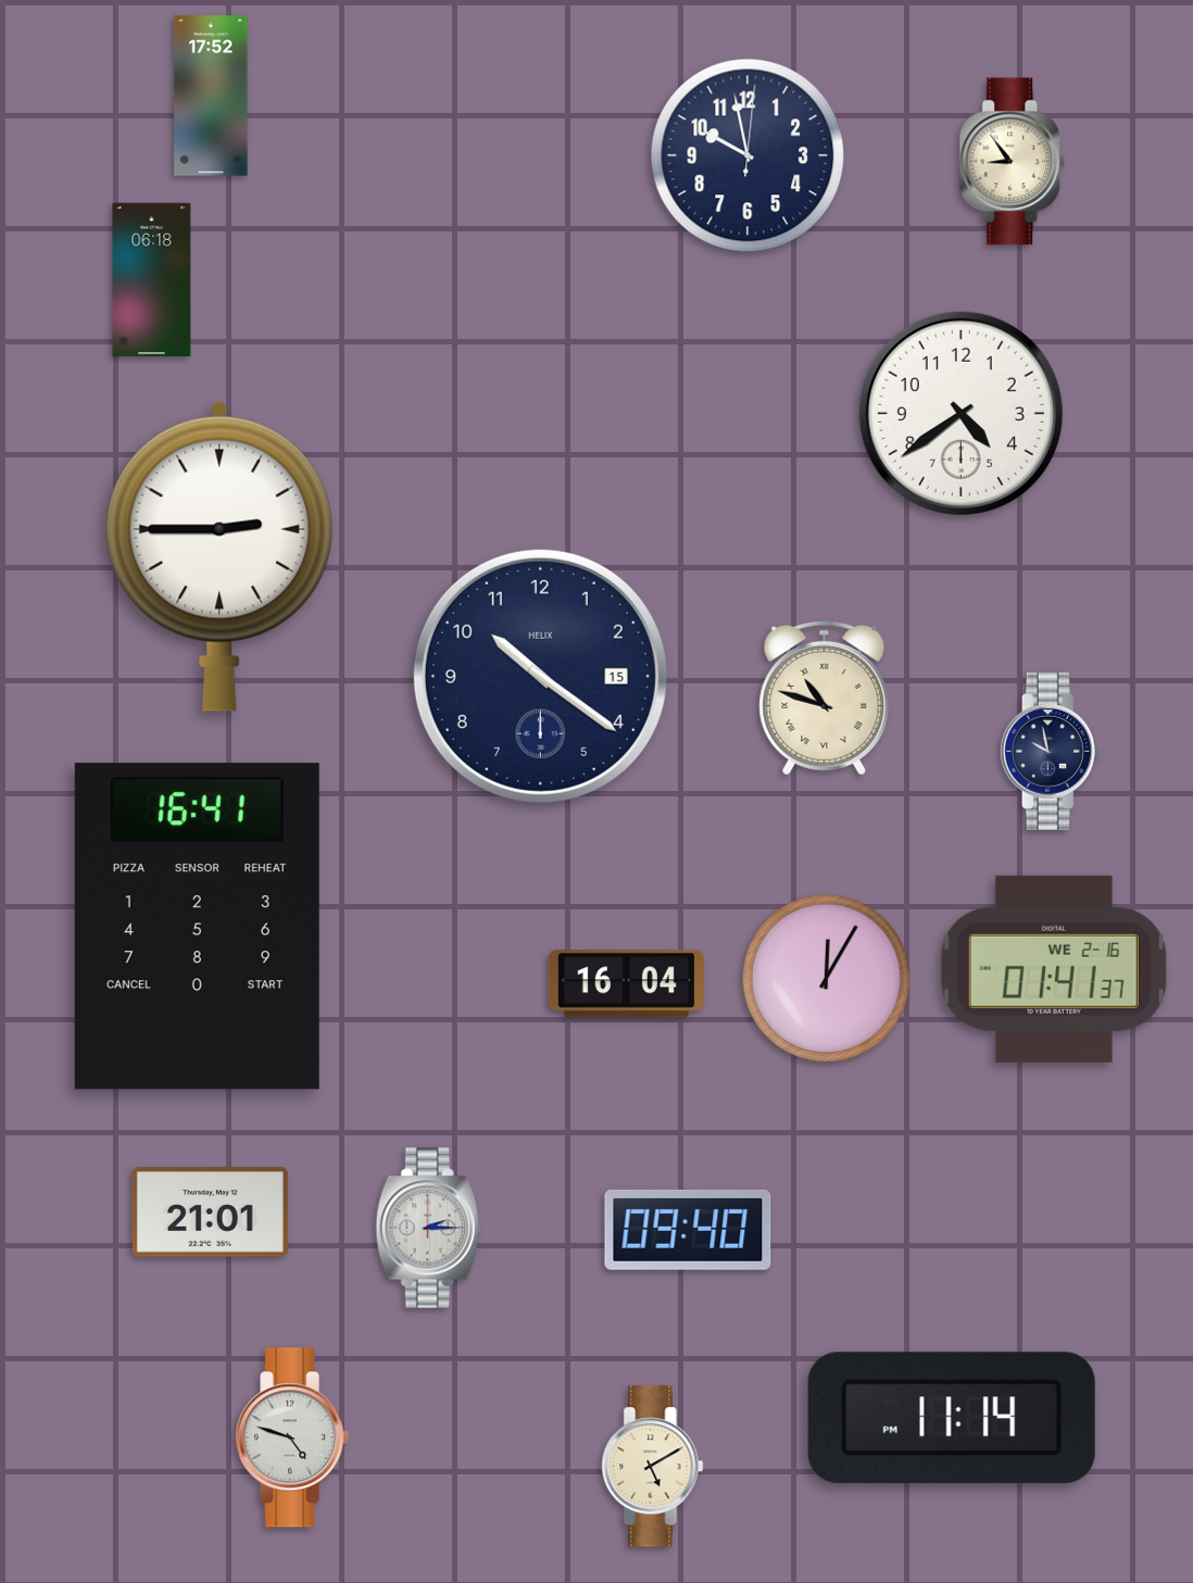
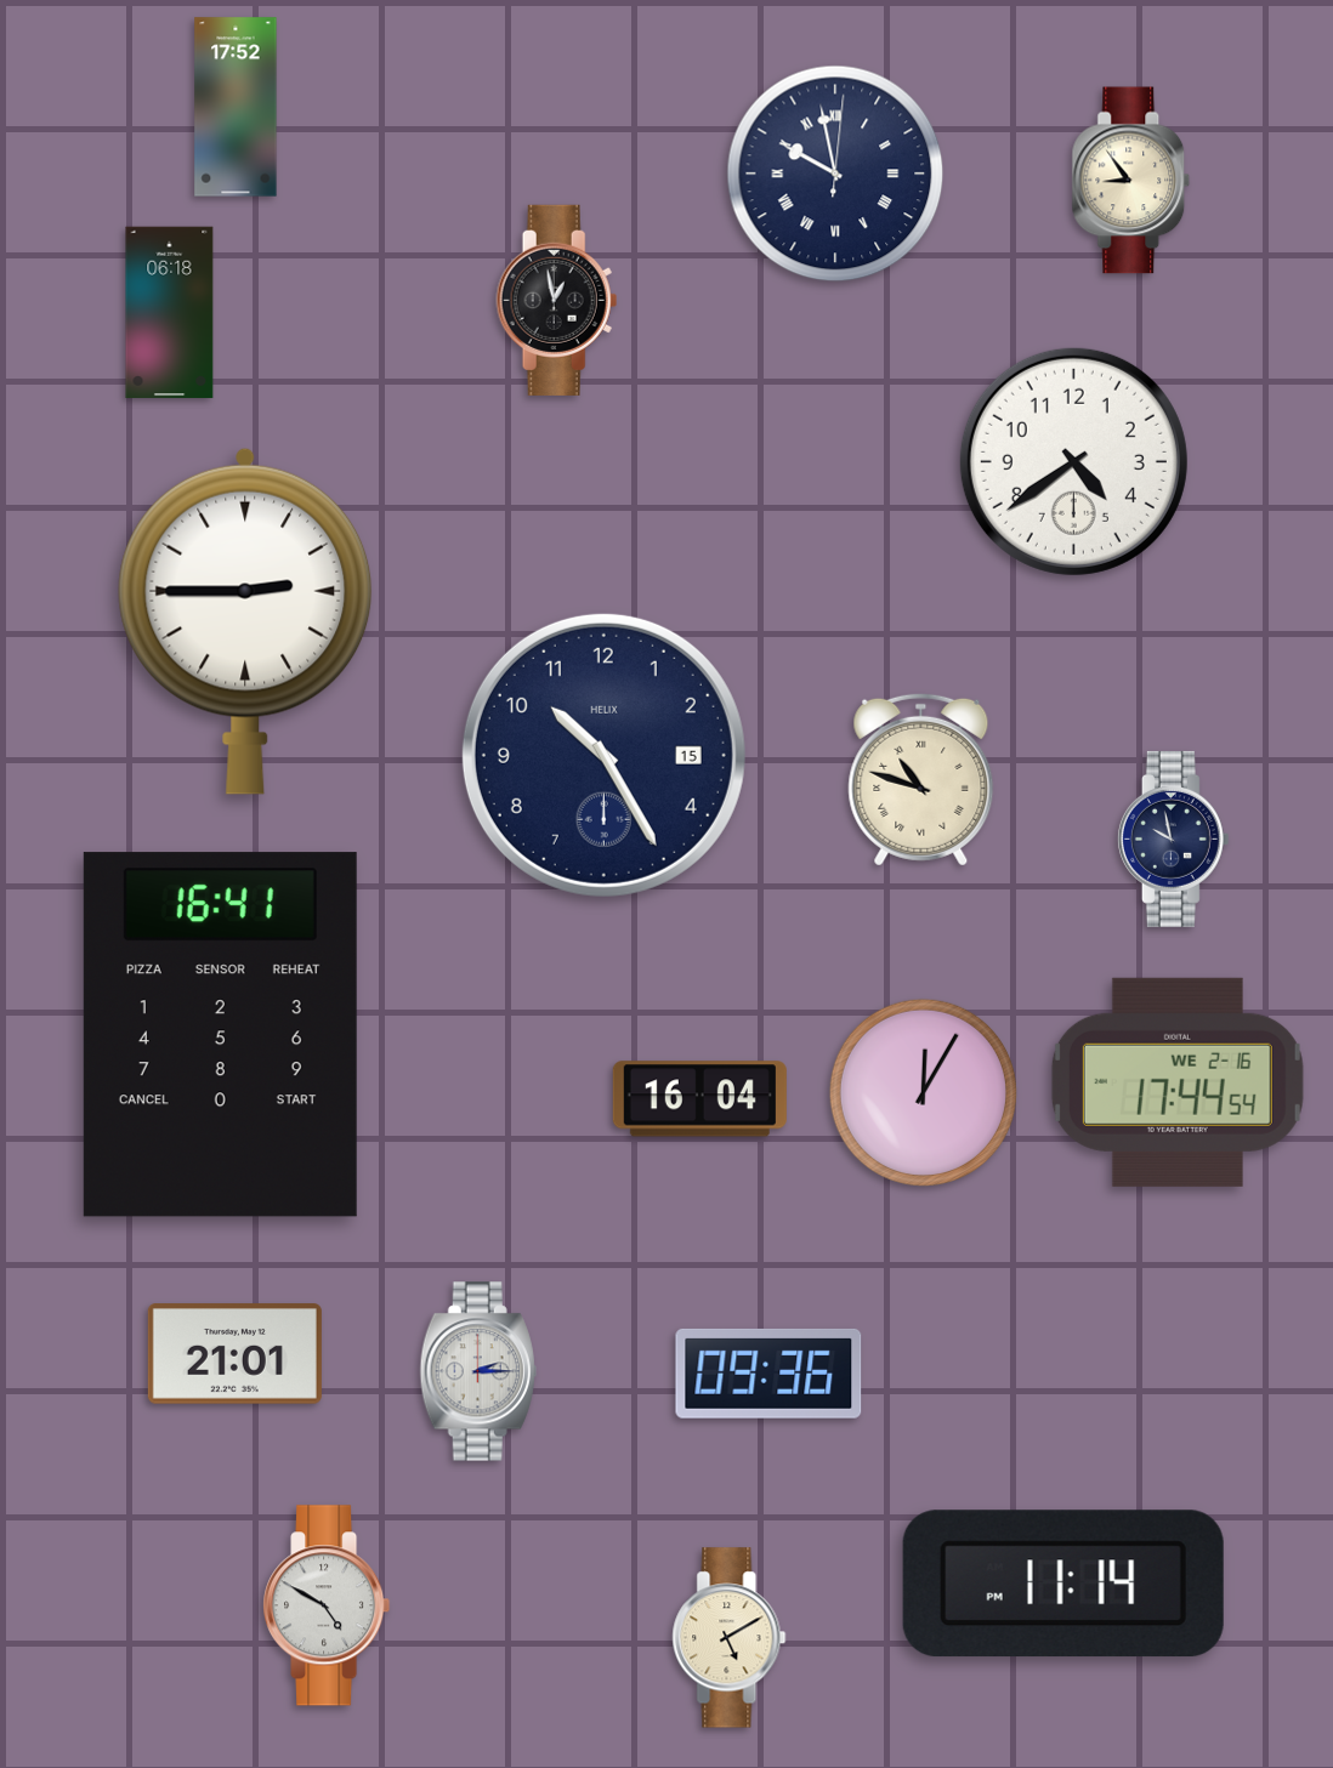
clock at (748, 155) numerals: Arabic -> Roman
clock at (557, 300): none -> 12:58
clock at (540, 676): 10:21 -> 10:25
clock at (1054, 969): 01:41 -> 17:44
clock at (688, 1230): 09:40 -> 09:36
clock at (292, 1437): 4:48 -> 4:50
